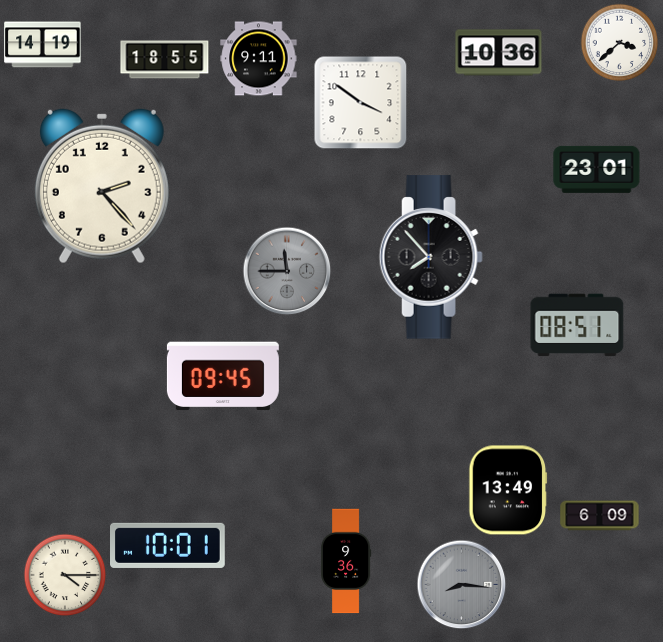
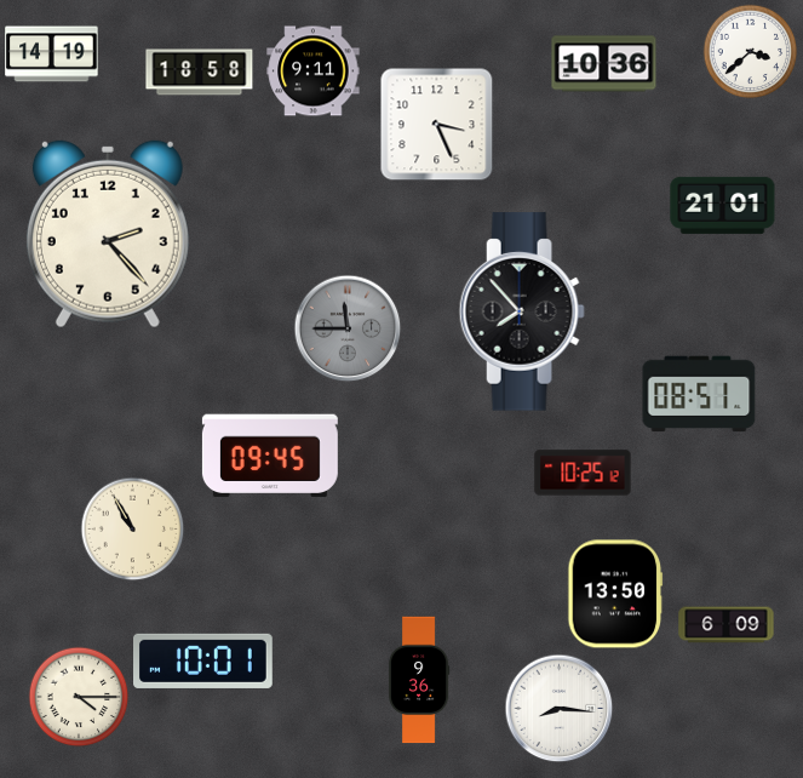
clock at (165, 60): 18:55 -> 18:58
clock at (361, 103): 3:51 -> 3:26
clock at (597, 169): 23:01 -> 21:01
clock at (102, 186) position: (102, 186) -> (108, 234)
clock at (583, 473): none -> 10:25
clock at (132, 528): none -> 10:55
clock at (508, 490): 13:49 -> 13:50
clock at (461, 584) dial: grey -> white
